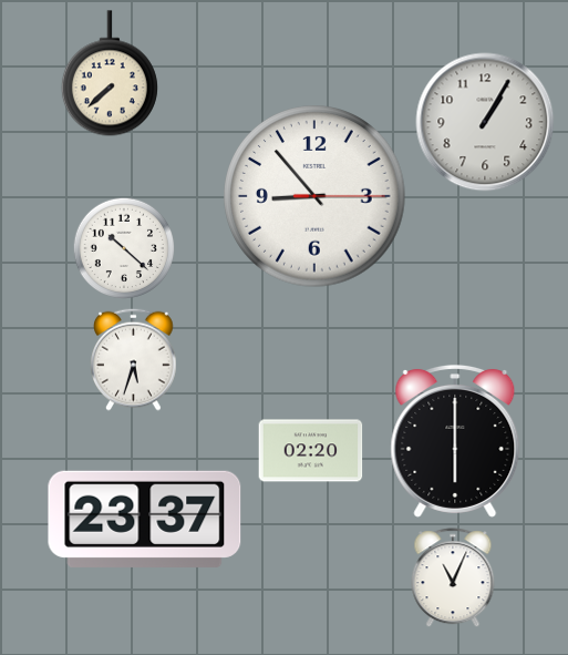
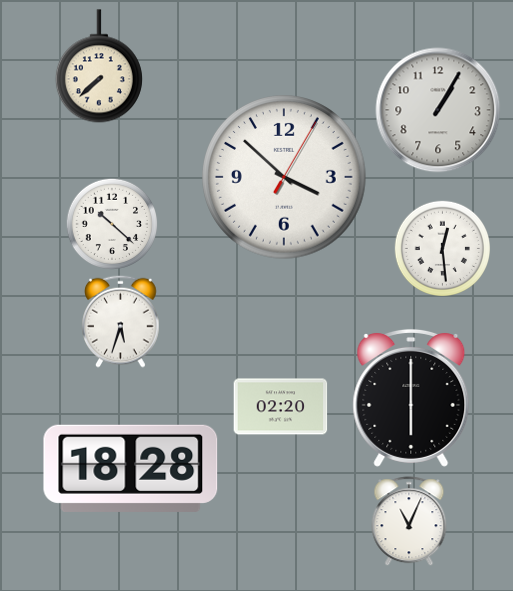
clock at (316, 197): 8:53 -> 3:52
clock at (442, 248): none -> 12:29
clock at (134, 359) position: (134, 359) -> (121, 321)
clock at (145, 519): 23:37 -> 18:28
